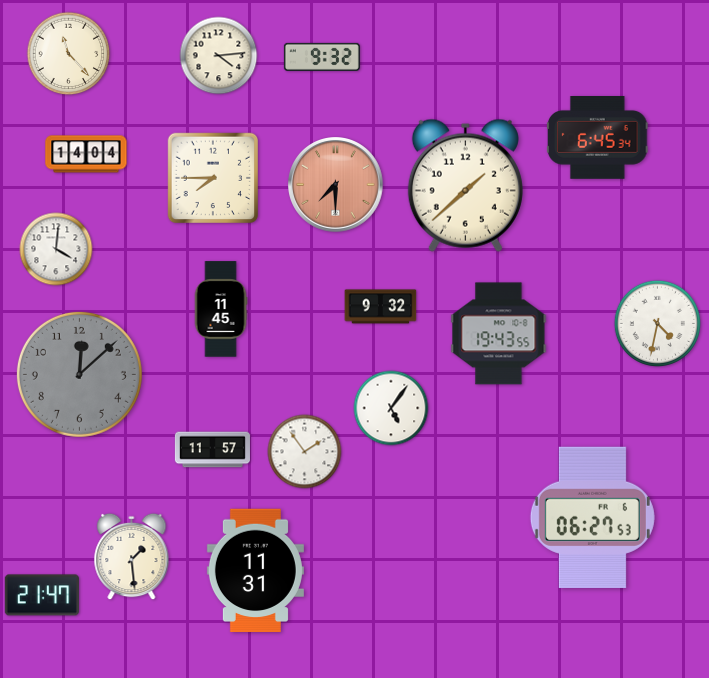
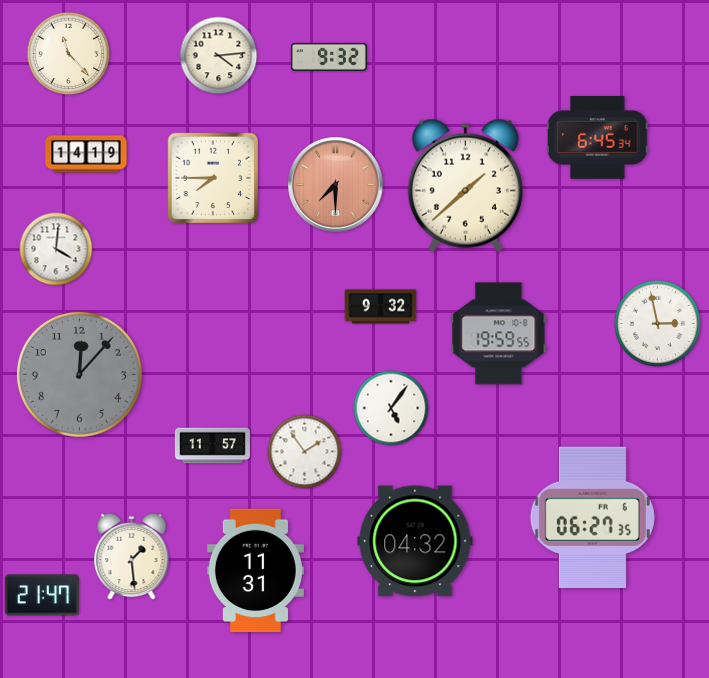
clock at (322, 57) position: (322, 57) -> (329, 57)
clock at (86, 154): 14:04 -> 14:19
clock at (221, 309): 11:45 -> none
clock at (657, 323): 4:32 -> 2:58
clock at (499, 334): 19:43 -> 19:59
clock at (79, 374): 12:08 -> 12:07
clock at (212, 450) position: (212, 450) -> (212, 446)
clock at (592, 517): 06:27:53 -> 06:27:35
clock at (415, 541): none -> 04:32
